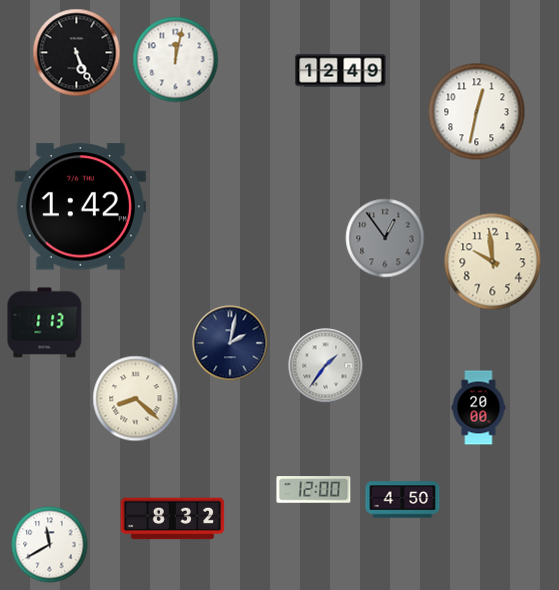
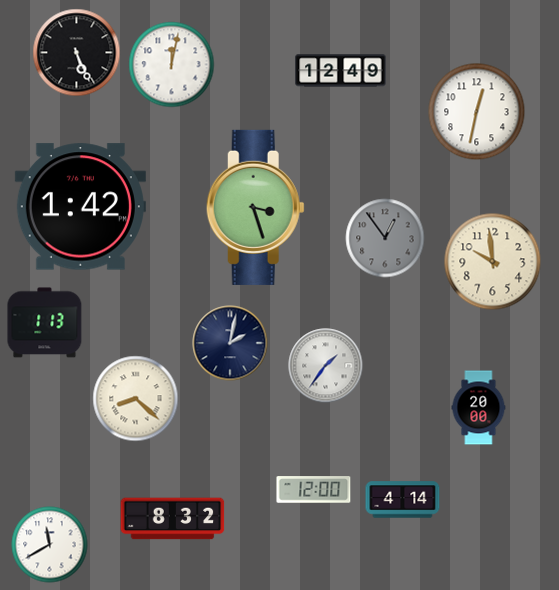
clock at (176, 60) position: (176, 60) -> (172, 65)
clock at (255, 207): none -> 3:27
clock at (403, 500): 4:50 -> 4:14
